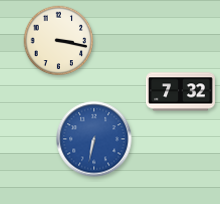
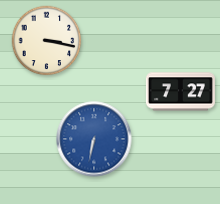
clock at (59, 41) position: (59, 41) -> (47, 41)
clock at (180, 92): 7:32 -> 7:27
